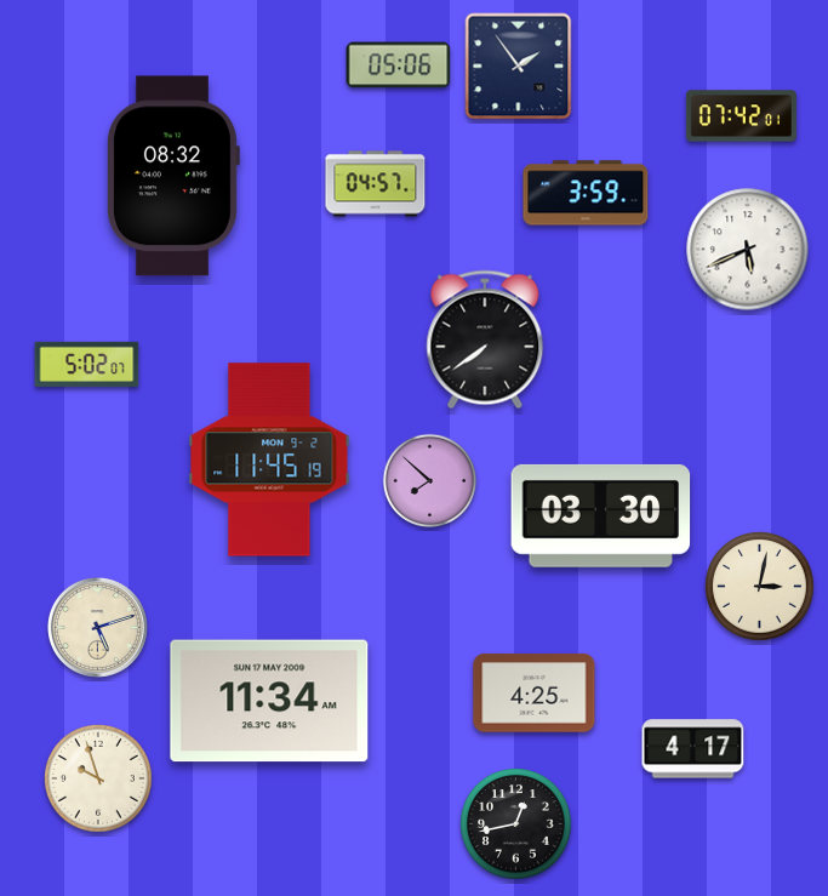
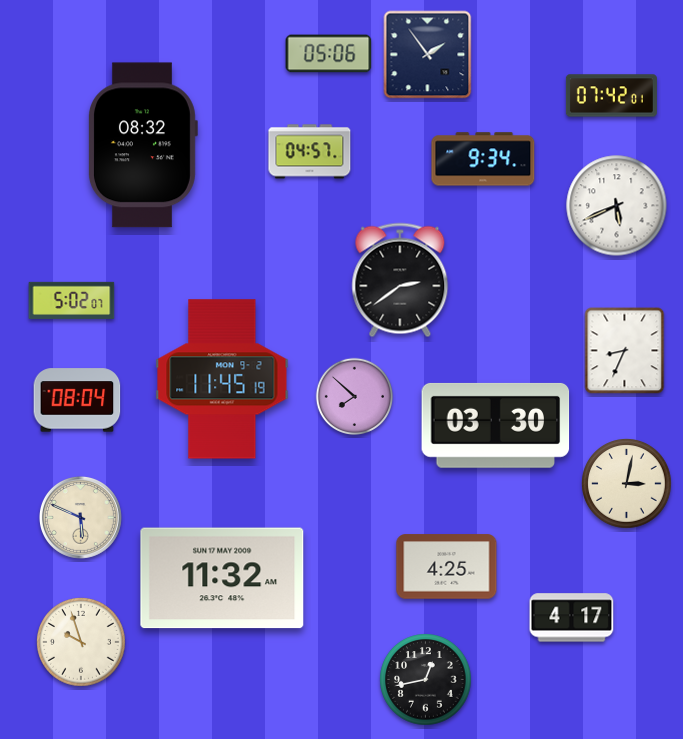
clock at (586, 193): 3:59 -> 9:34
clock at (485, 339): 7:39 -> 2:39
clock at (625, 351): none -> 8:34
clock at (77, 400): none -> 08:04
clock at (97, 627): 5:12 -> 5:49
clock at (535, 694) position: (535, 694) -> (447, 567)
clock at (269, 701): 11:34 -> 11:32
